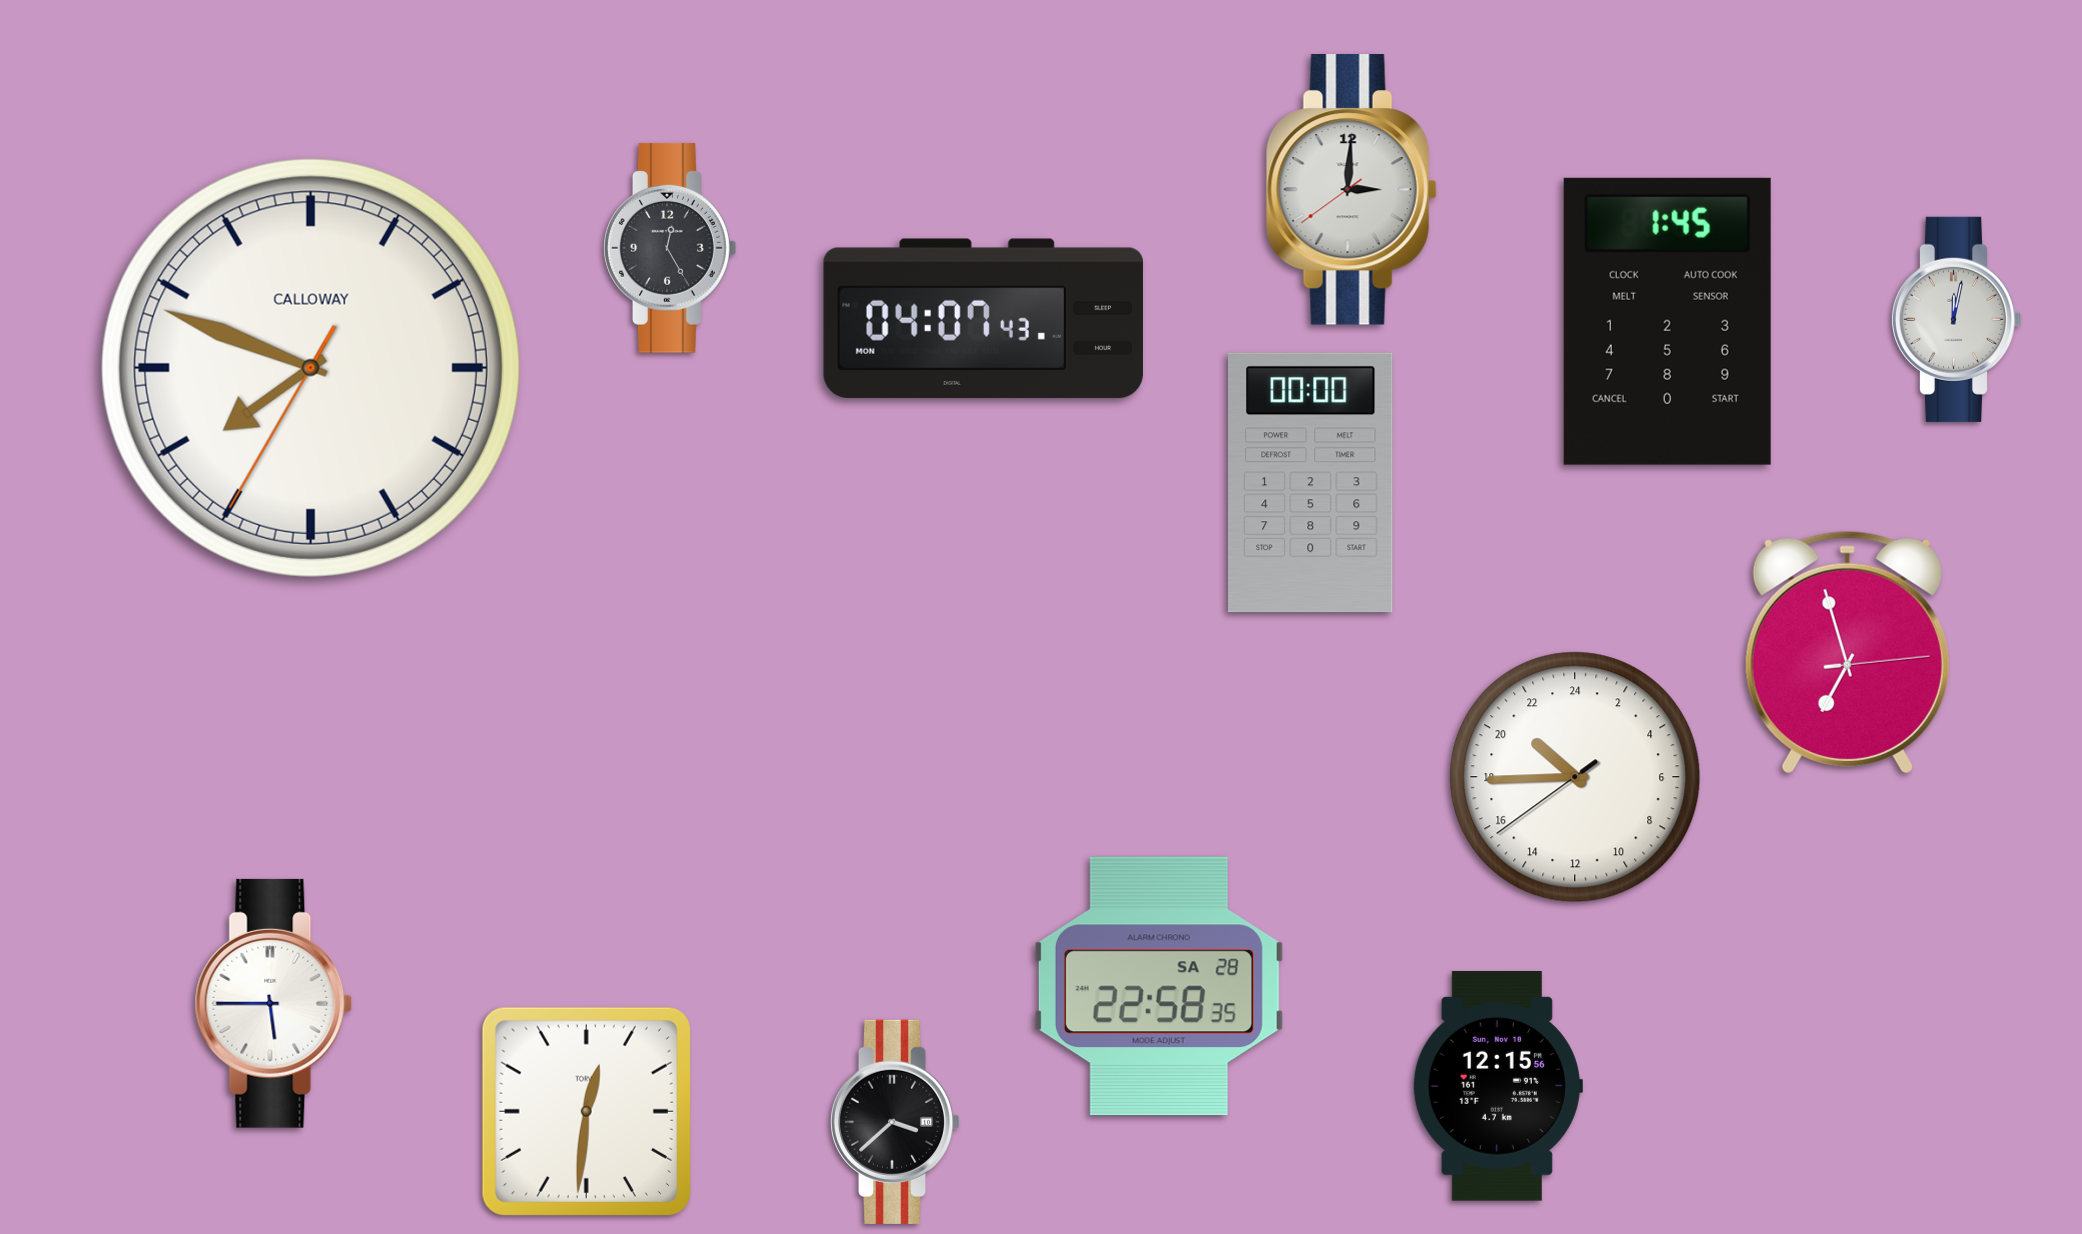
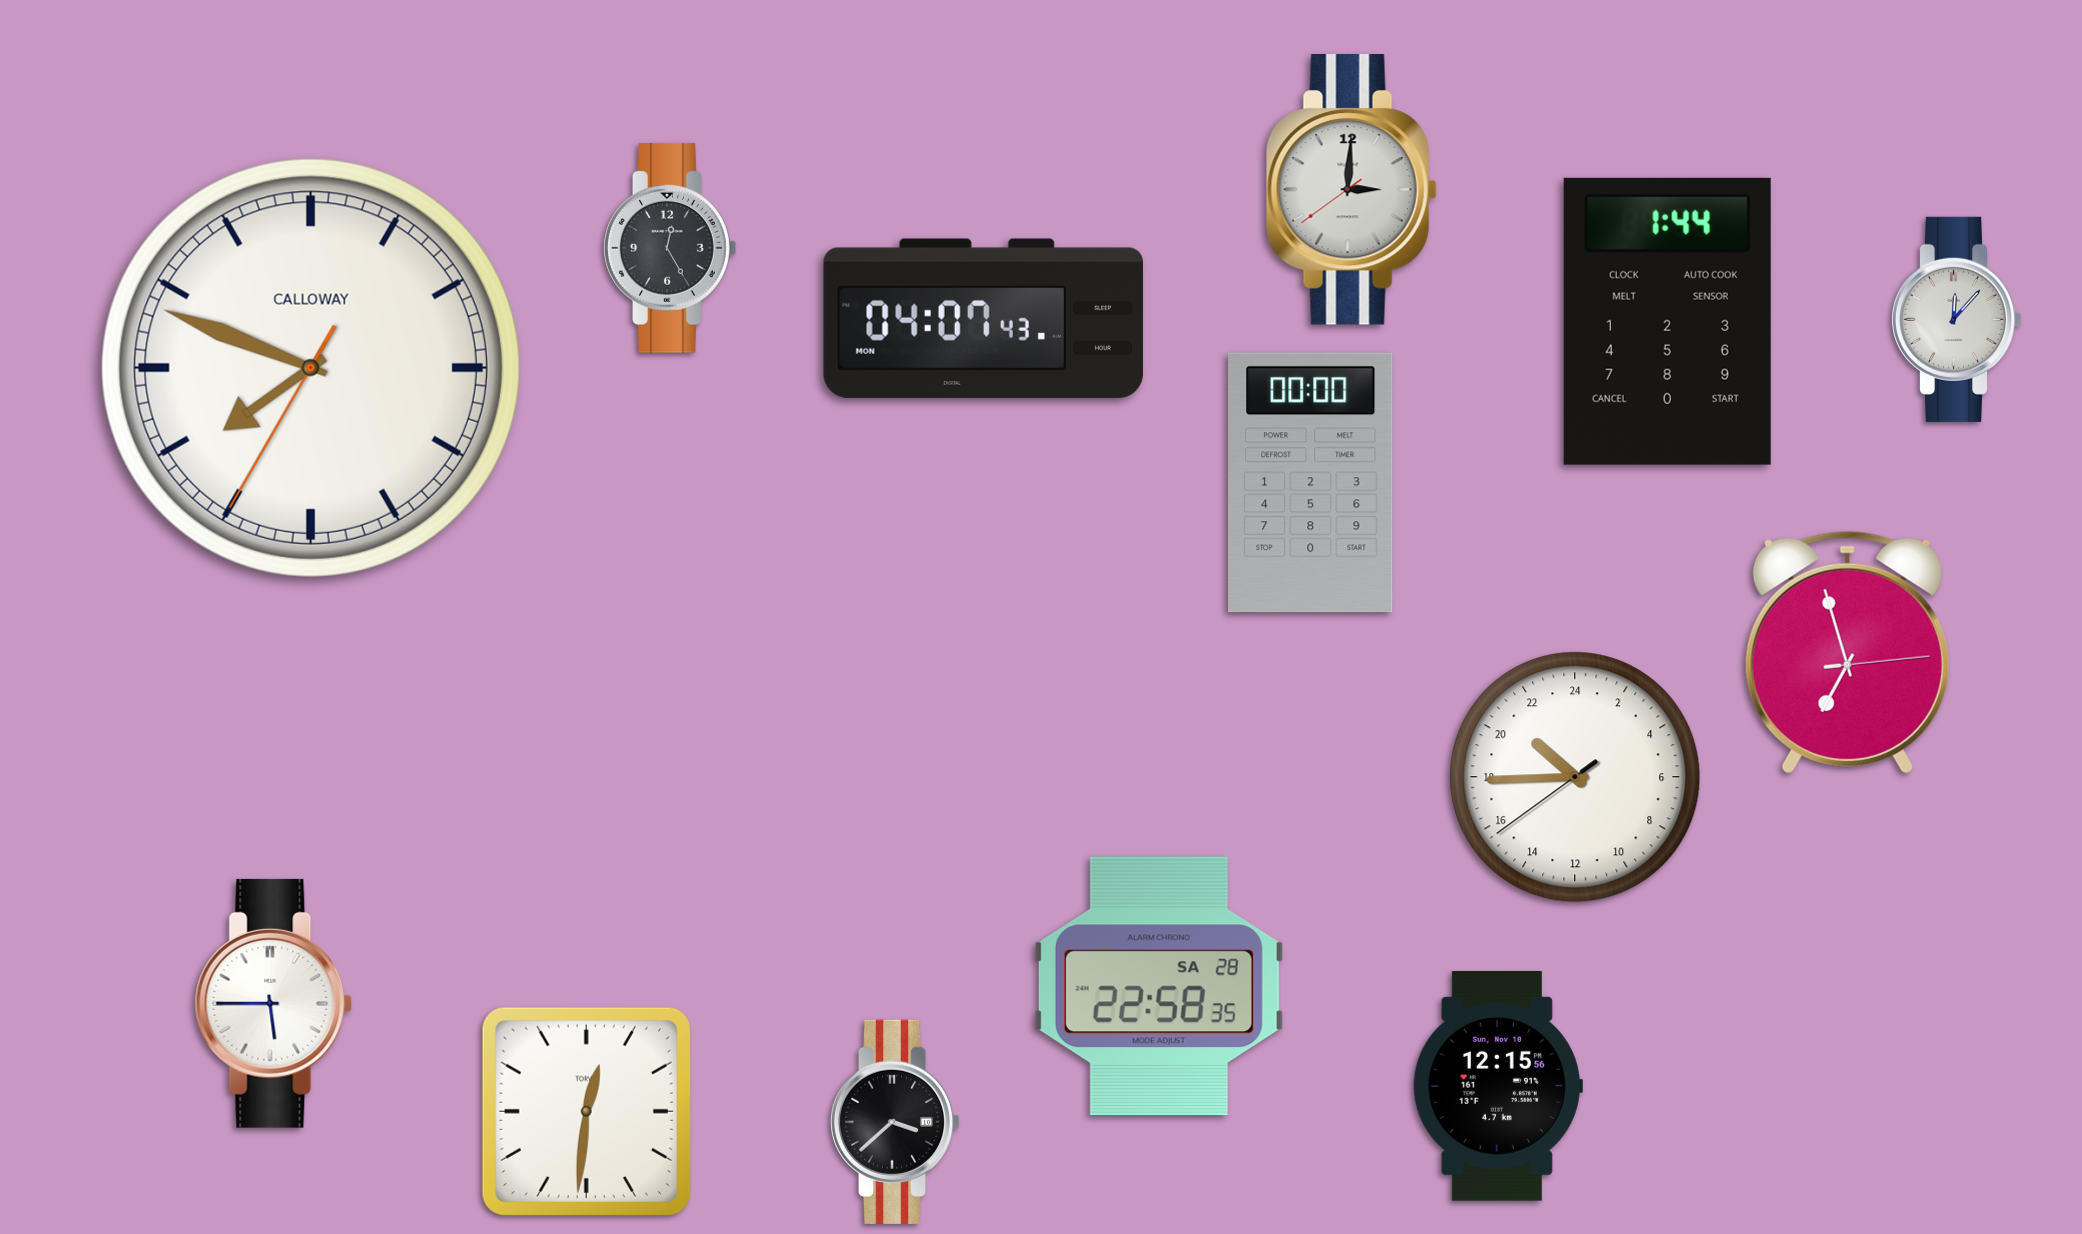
clock at (1956, 319): 12:02 -> 12:07
clock at (1667, 321): 1:45 -> 1:44
